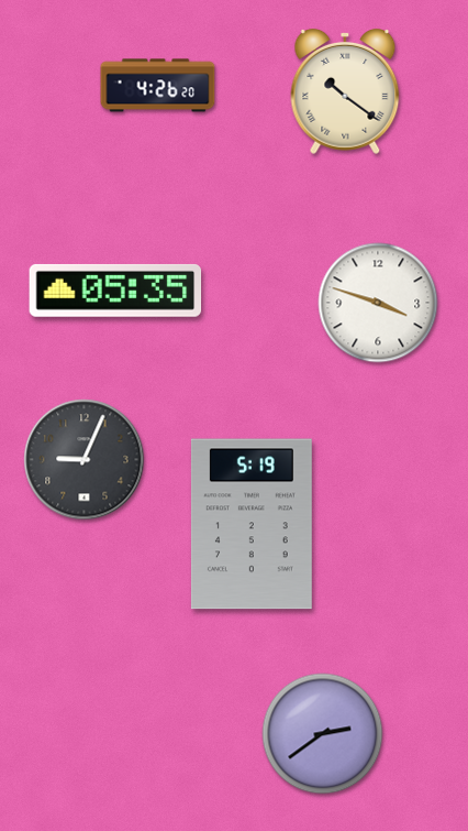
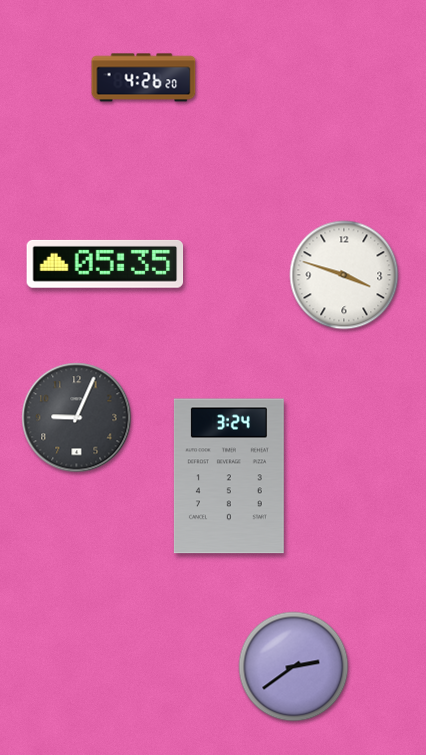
clock at (345, 91): 10:21 -> none
clock at (252, 524): 5:19 -> 3:24
